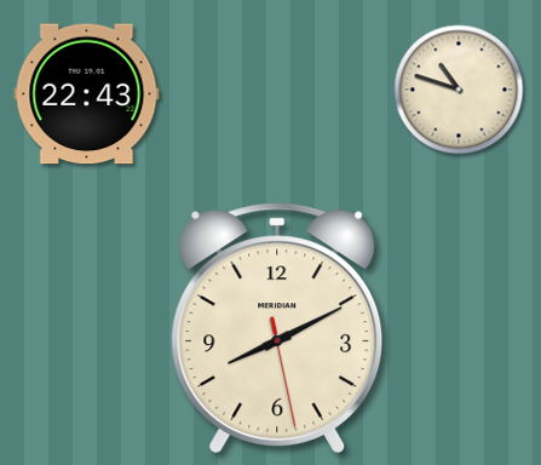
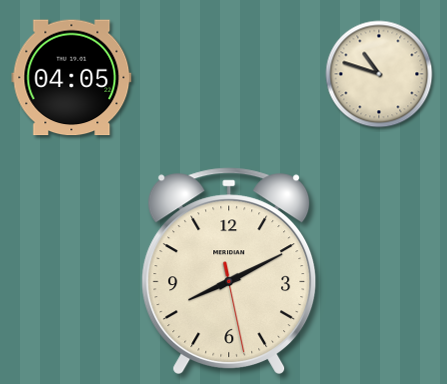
clock at (87, 94): 22:43 -> 04:05
